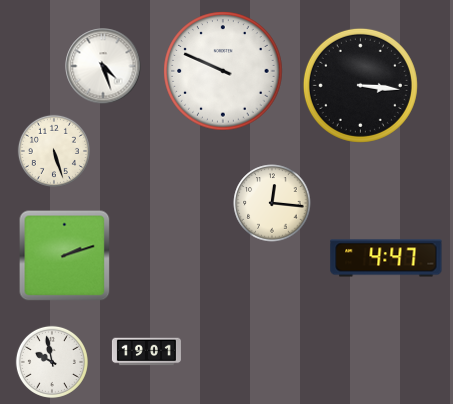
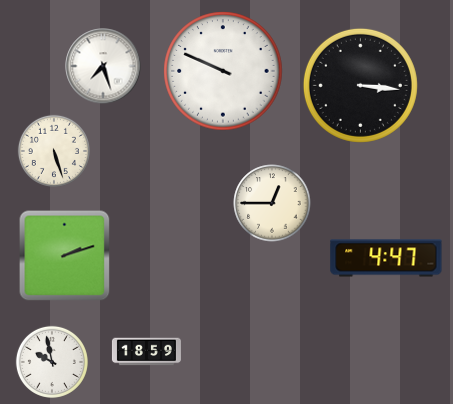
clock at (103, 66): 4:27 -> 7:27
clock at (272, 203): 12:16 -> 12:45
clock at (146, 352): 19:01 -> 18:59
